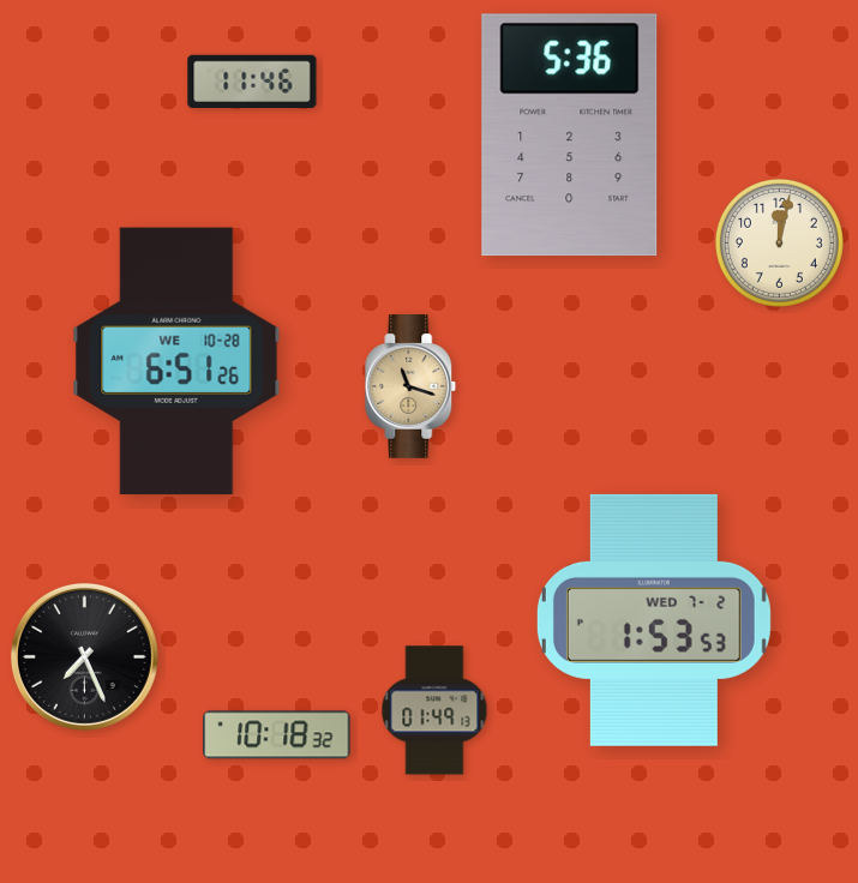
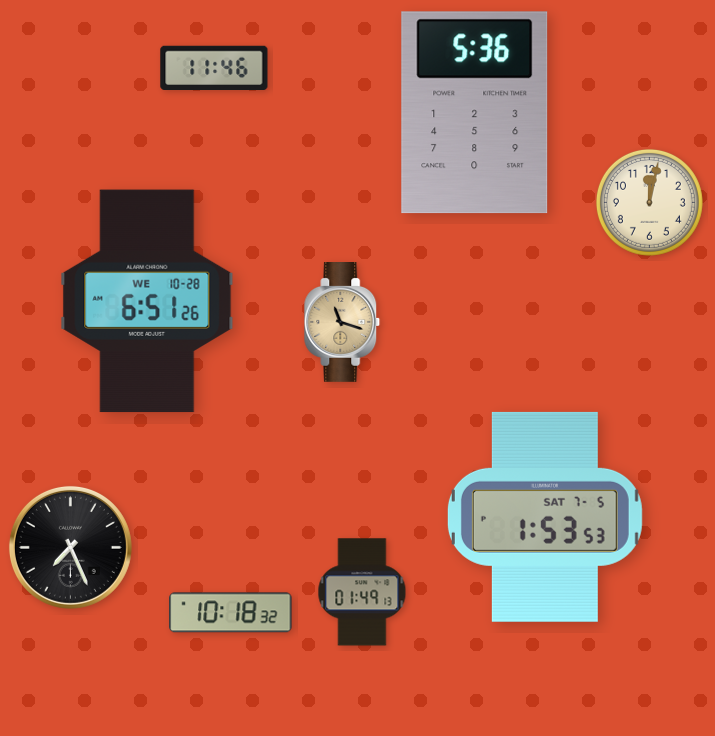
clock at (252, 80) position: (252, 80) -> (214, 67)
clock at (654, 620) date: WED 7-2 -> SAT 7-5
